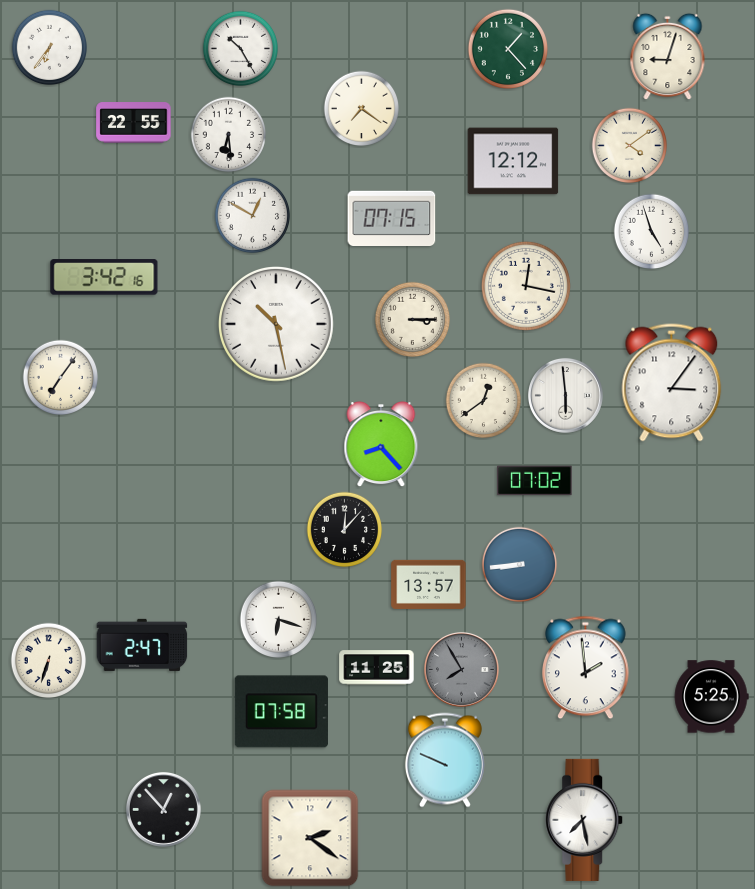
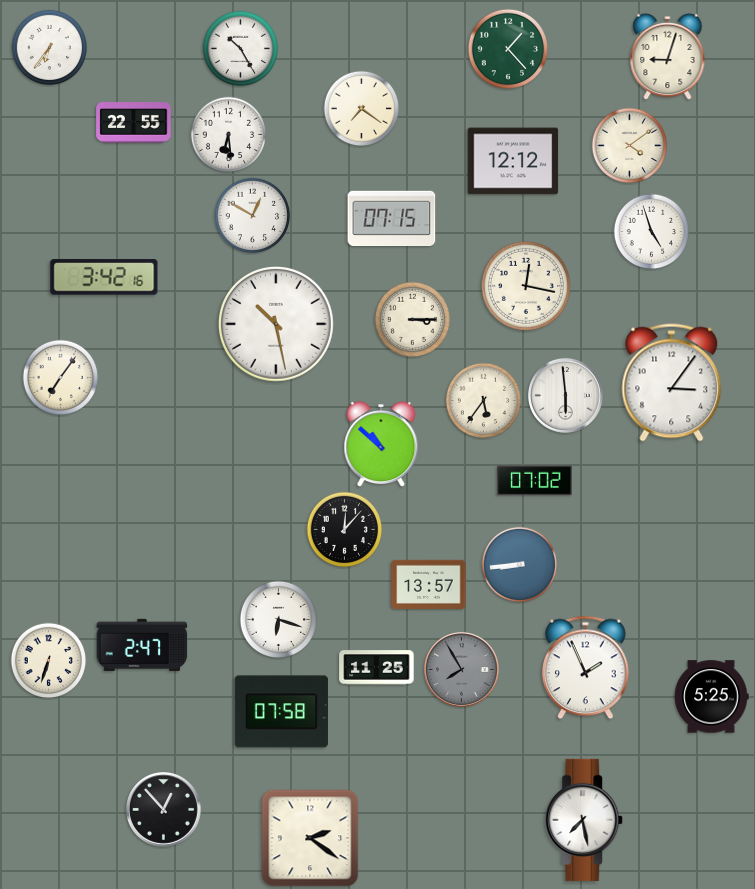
clock at (484, 401): 12:39 -> 5:36
clock at (381, 445): 8:23 -> 10:52
clock at (586, 668): 1:59 -> 1:56
clock at (445, 760): 9:49 -> none
